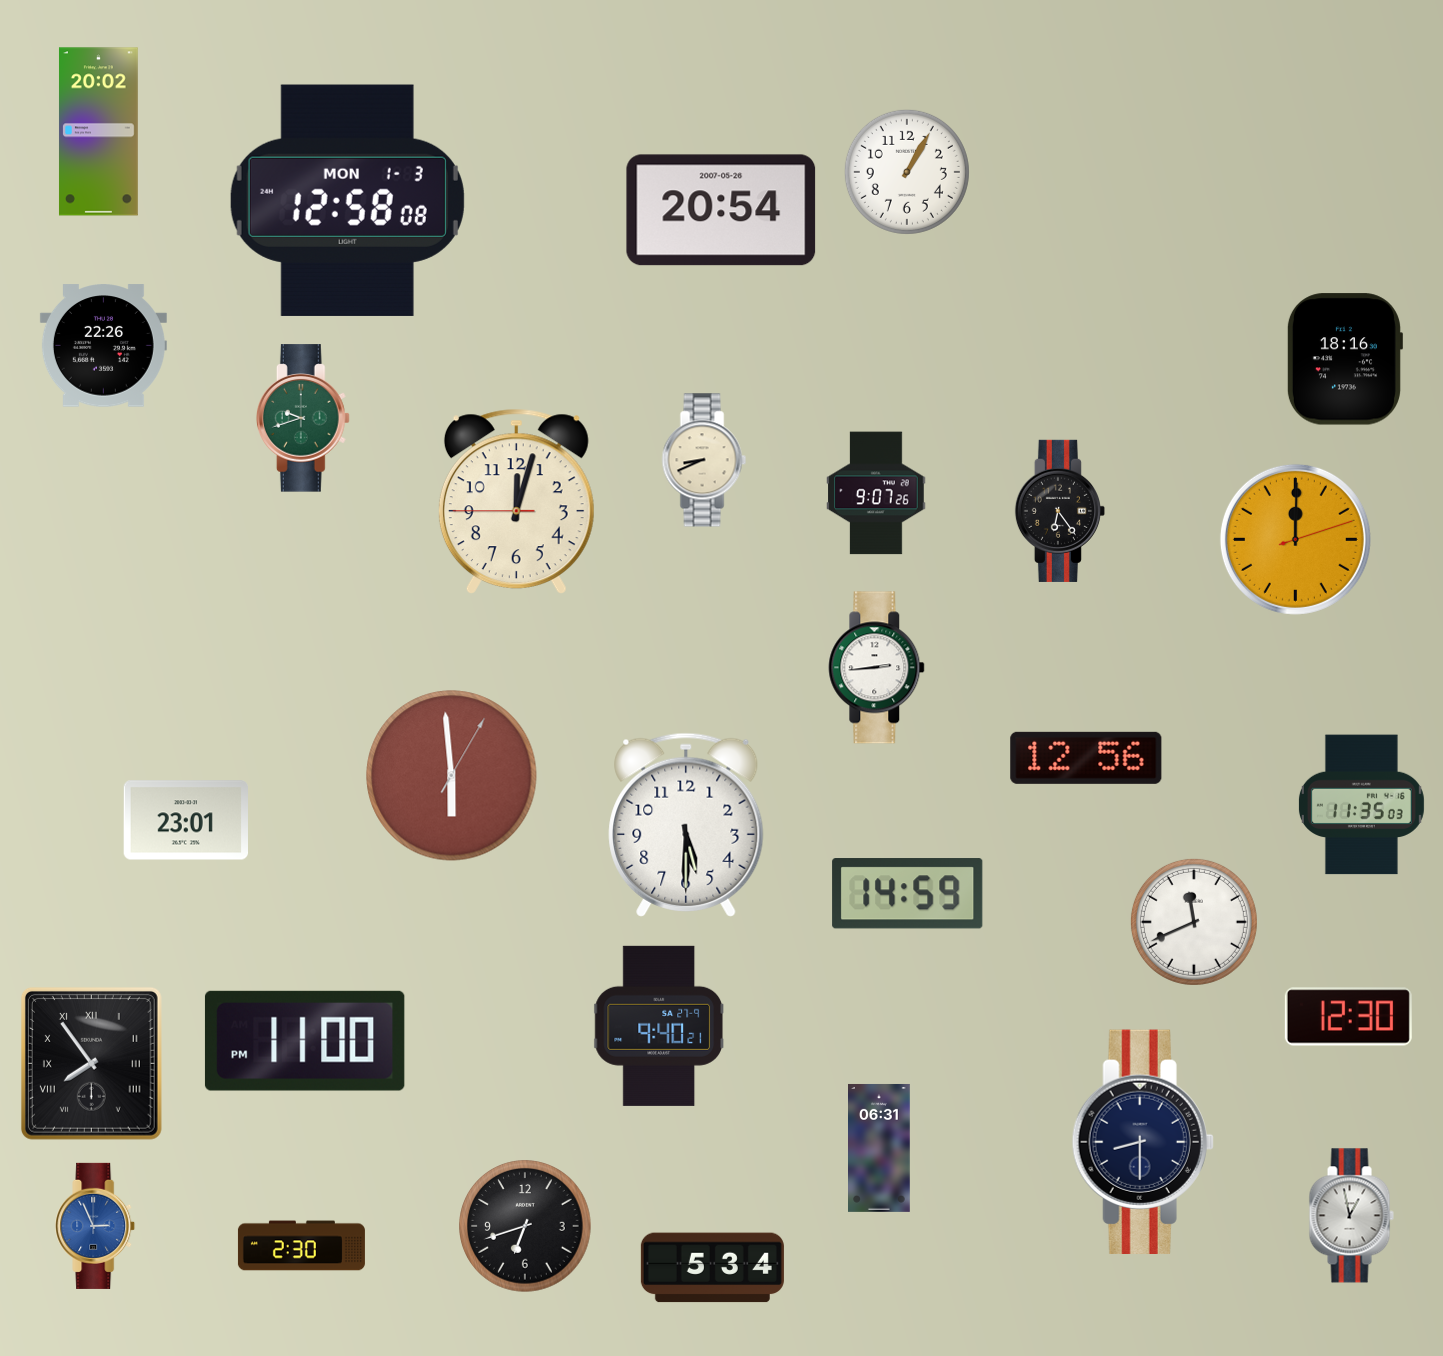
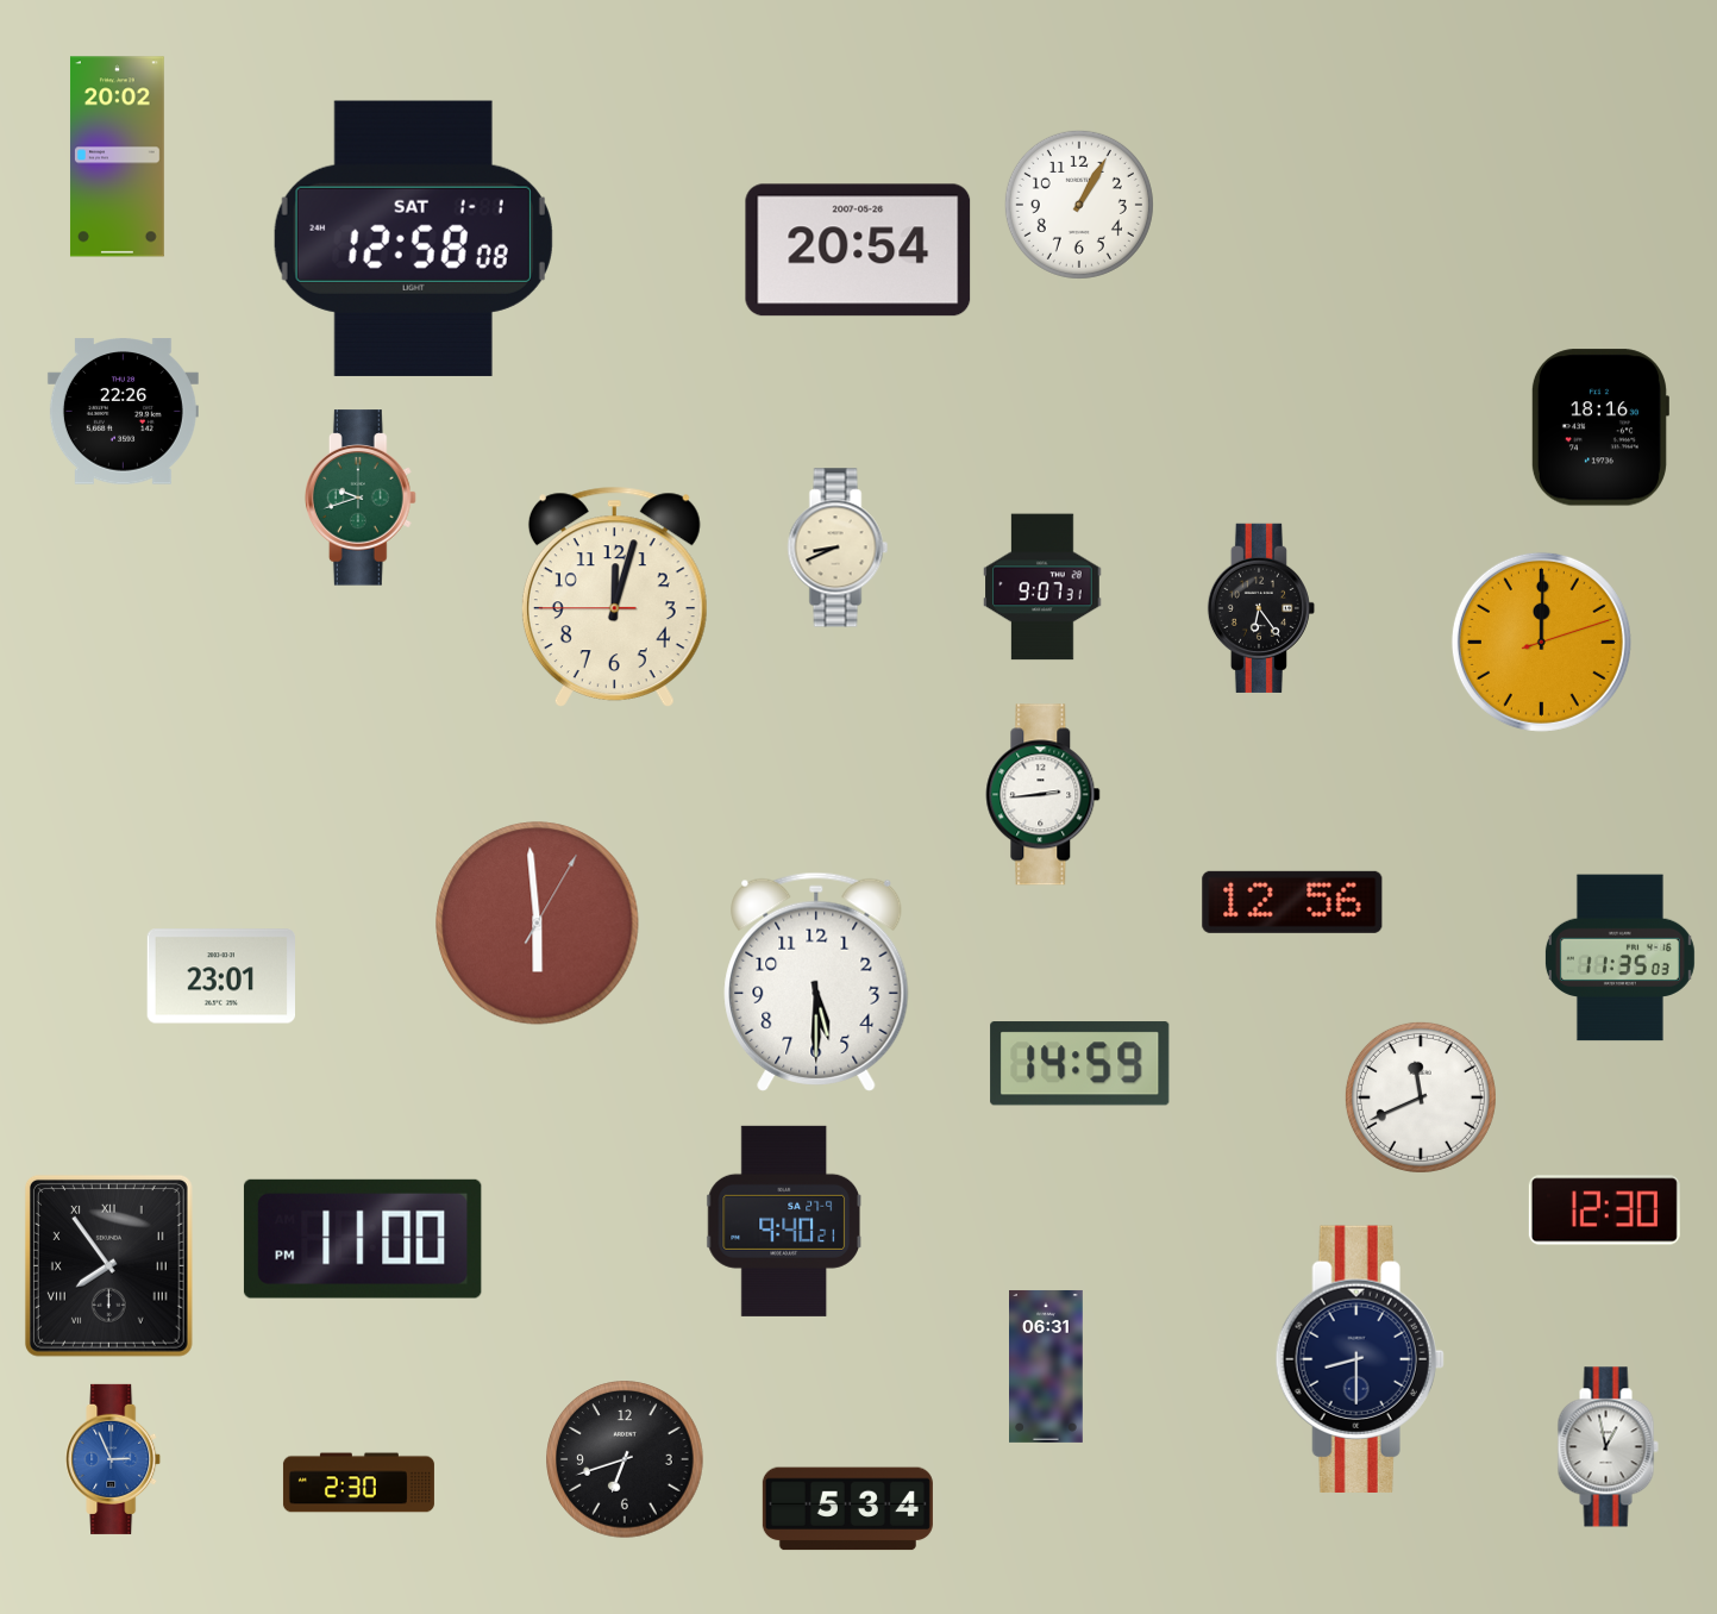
clock at (347, 200) date: MON 1-3 -> SAT 1-1
clock at (876, 493): 9:07:26 -> 9:07:31
